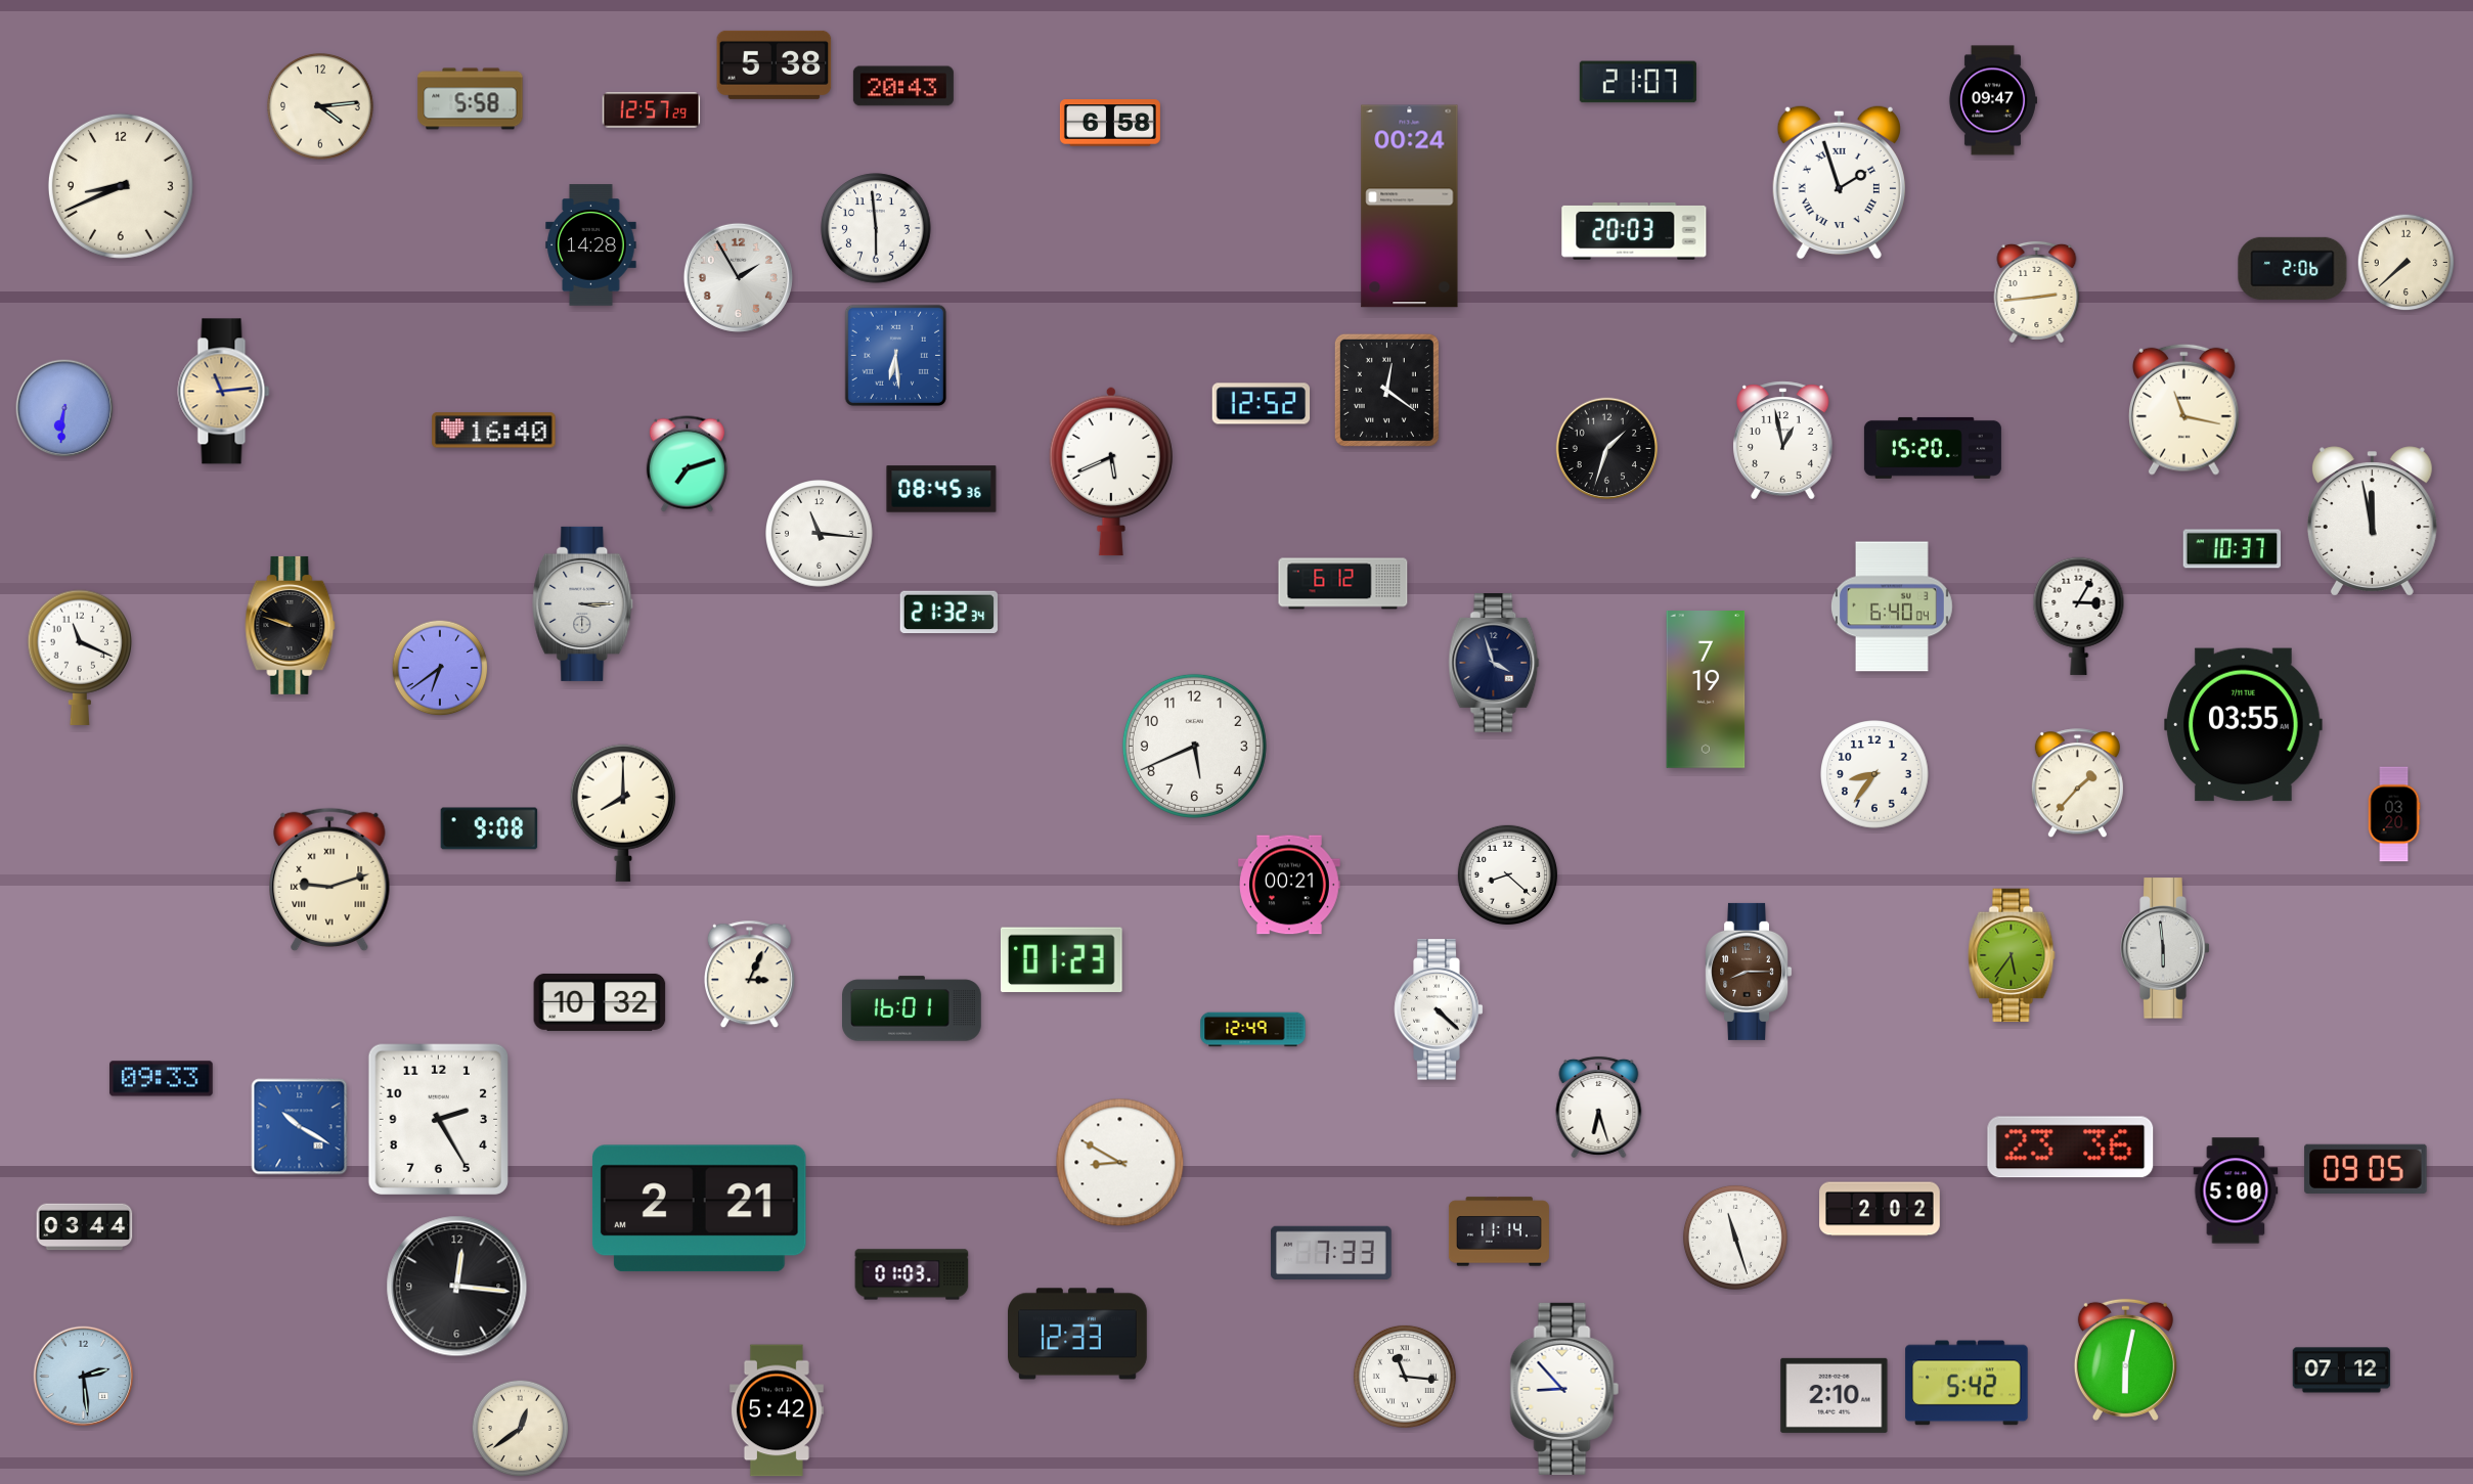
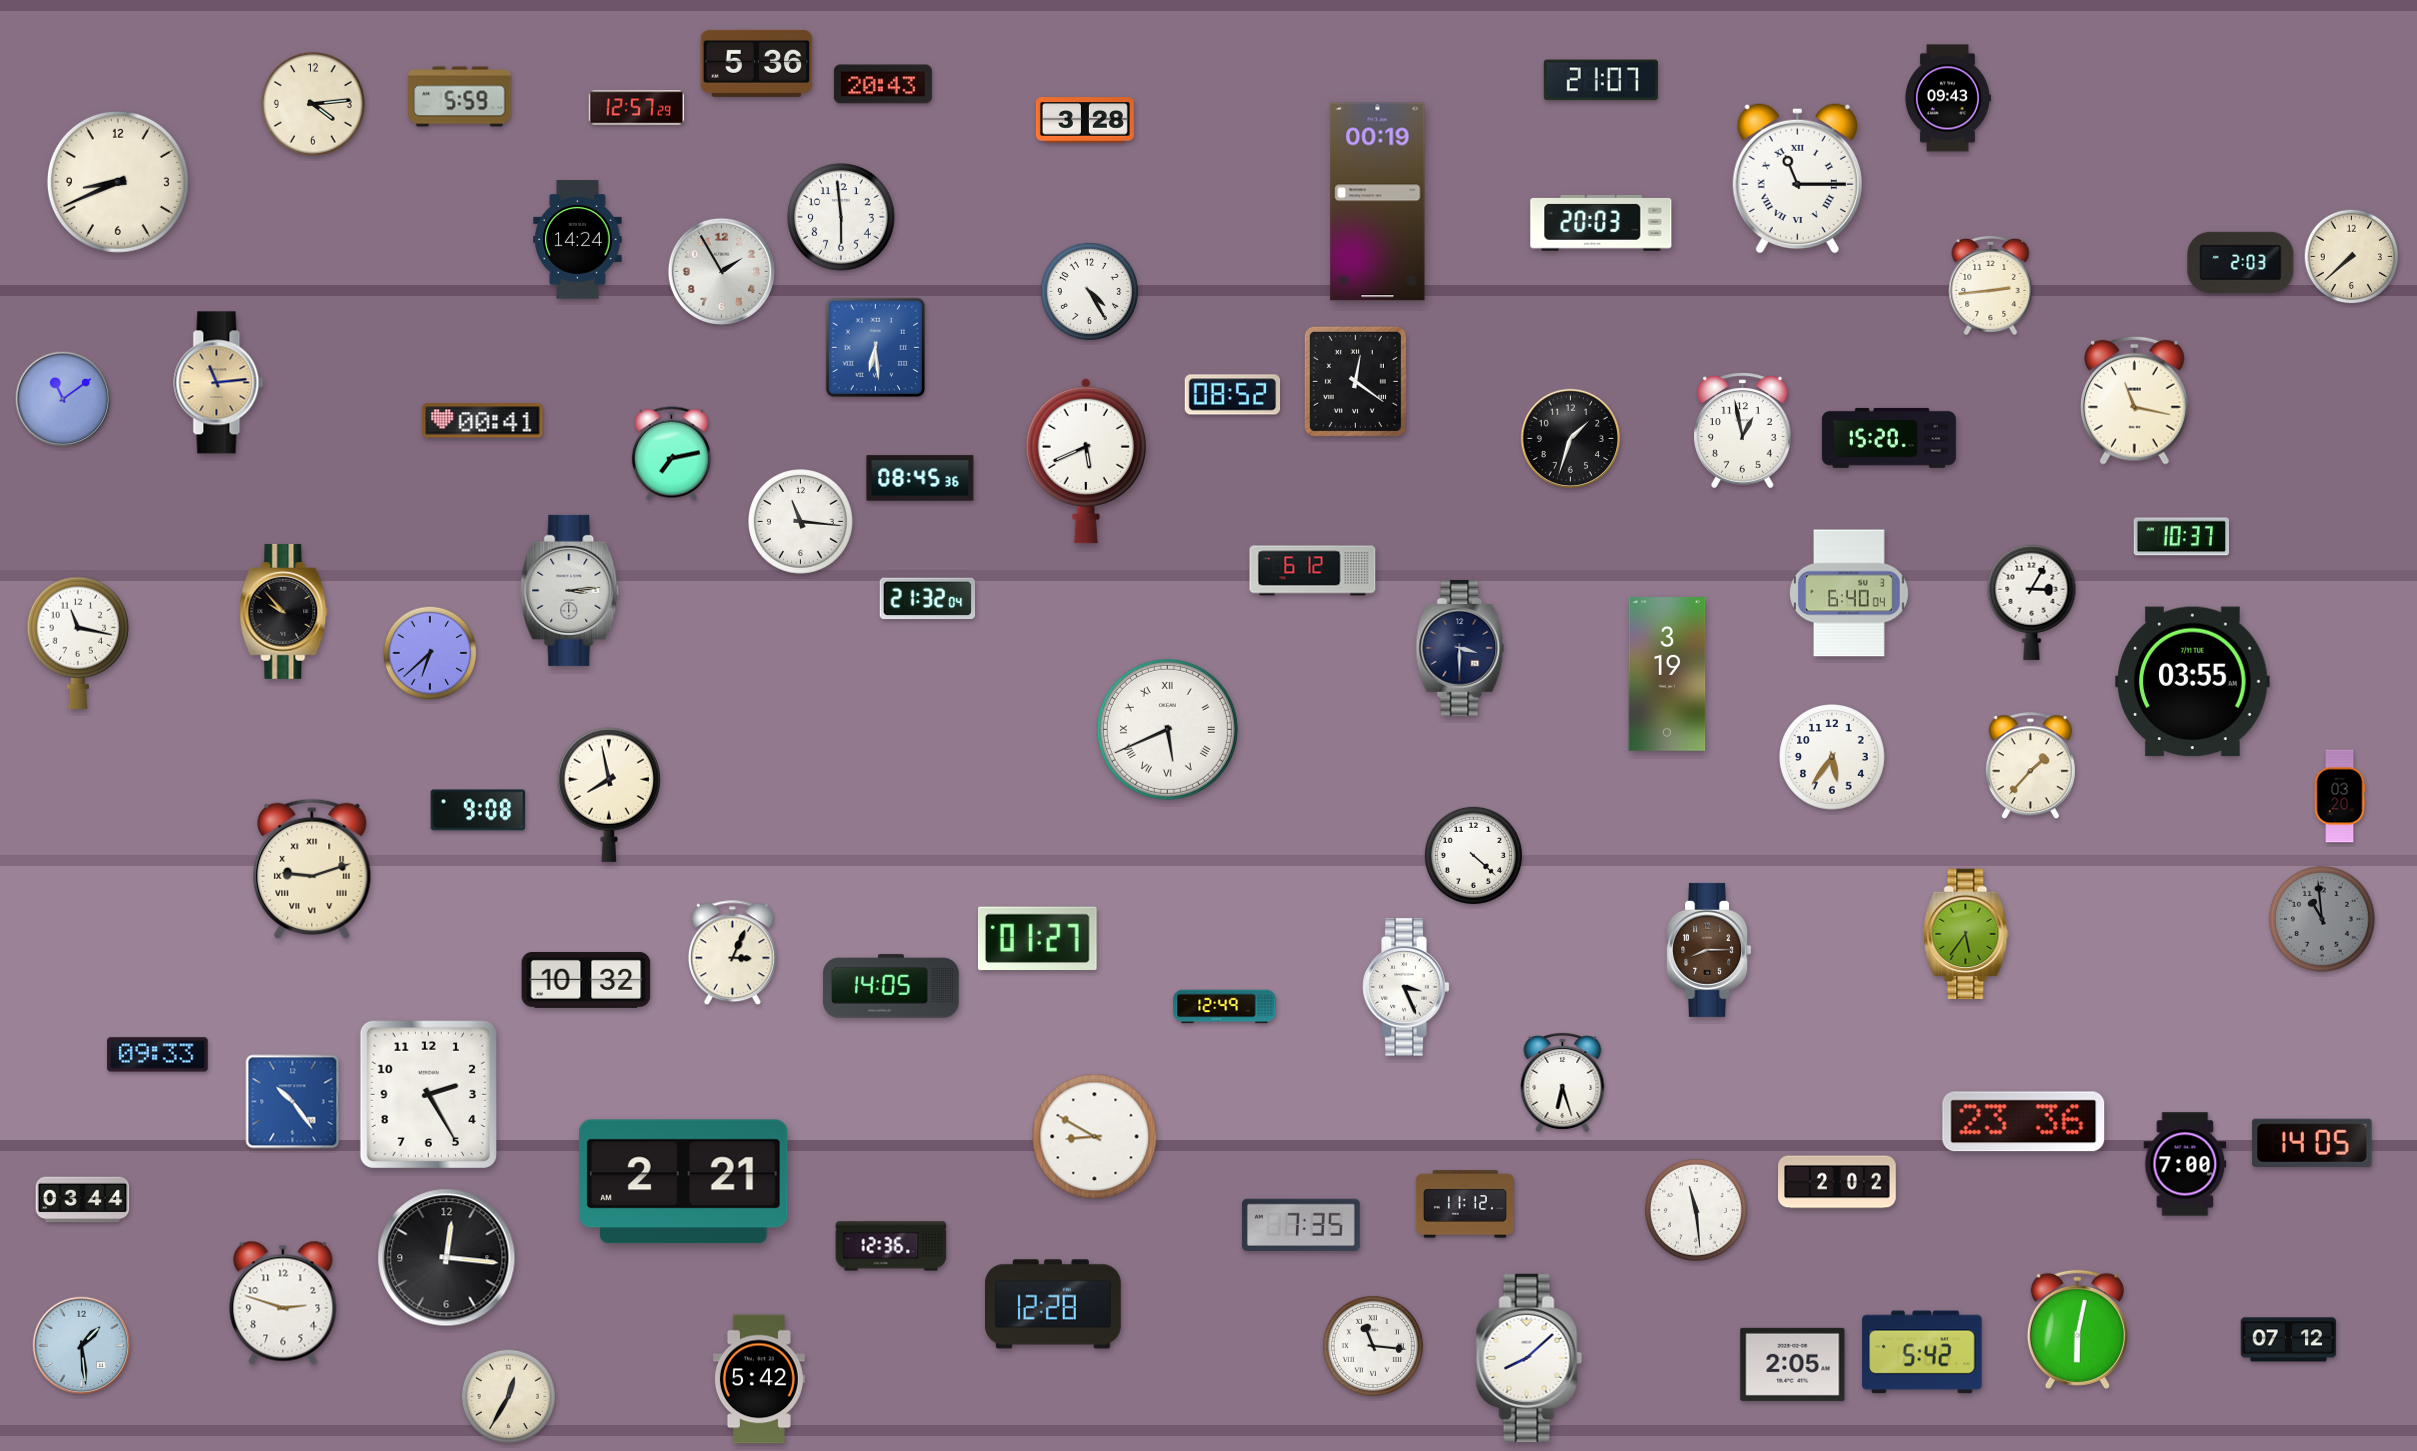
clock at (775, 64): 5:38 -> 5:36
clock at (471, 99): 5:58 -> 5:59
clock at (1992, 100): 09:47 -> 09:43
clock at (1110, 123): 6:58 -> 3:28
clock at (1839, 182): 1:57 -> 11:15
clock at (1410, 207): 00:24 -> 00:19
clock at (876, 228) position: (876, 228) -> (841, 217)
clock at (1634, 231) position: (1634, 231) -> (1601, 223)
clock at (591, 245): 14:28 -> 14:24
clock at (2293, 268): 2:06 -> 2:03
clock at (1089, 291): none -> 4:25
clock at (1262, 404): 12:52 -> 08:52
clock at (64, 408): 6:31 -> 11:09
clock at (494, 431): 16:40 -> 00:41
clock at (687, 464): 7:12 -> 7:13
clock at (2372, 522): 11:58 -> none
clock at (583, 603): 3:15 -> 3:14
clock at (950, 613): 21:32:34 -> 21:32:04
clock at (291, 625): 9:48 -> 9:53
clock at (79, 658): 11:19 -> 11:17
clock at (1494, 664): 3:57 -> 3:30
clock at (440, 668): 6:39 -> 6:38
clock at (1706, 690): 7:19 -> 3:19
clock at (2244, 725) position: (2244, 725) -> (2193, 682)
clock at (1194, 746) numerals: Arabic -> Roman
clock at (1874, 774): 8:36 -> 5:36
clock at (623, 813): 8:00 -> 7:58
clock at (1507, 874): 8:22 -> 4:22
clock at (329, 880) position: (329, 880) -> (312, 869)
clock at (1290, 885): 00:21 -> none
clock at (2322, 919): none -> 10:59
clock at (2165, 948): 5:59 -> none
clock at (1062, 960): 01:23 -> 01:27
clock at (913, 1008): 16:01 -> 14:05
clock at (1439, 1009): 4:22 -> 3:26
clock at (300, 1127): 10:20 -> 10:24
clock at (2366, 1169): 09:05 -> 14:05
clock at (2236, 1190): 5:00 -> 7:00
clock at (1499, 1231): 11:14 -> 11:12
clock at (1735, 1238): 11:27 -> 11:29
clock at (1331, 1253): 7:33 -> 7:35
clock at (912, 1274): 01:03 -> 12:36
clock at (283, 1303): none -> 2:48
clock at (1078, 1334): 12:33 -> 12:28
clock at (84, 1377): 2:29 -> 1:29
clock at (1564, 1389): 8:53 -> 8:08
clock at (1835, 1395): 2:10 -> 2:05
clock at (521, 1429): 12:39 -> 12:35
